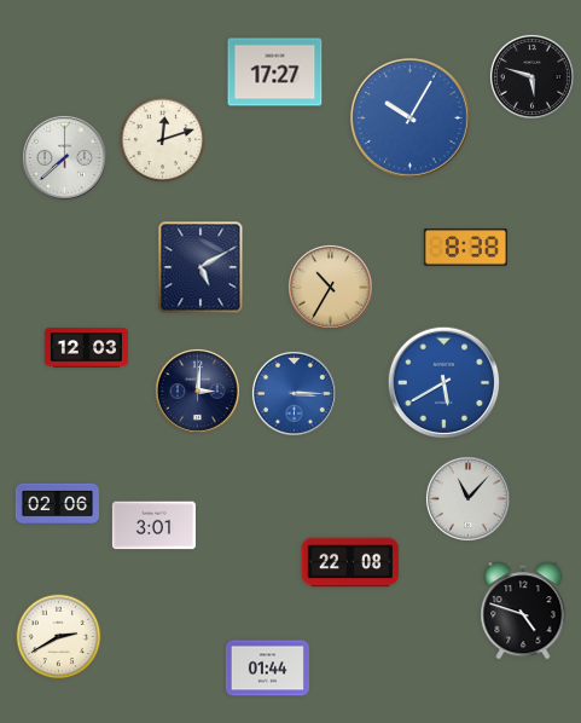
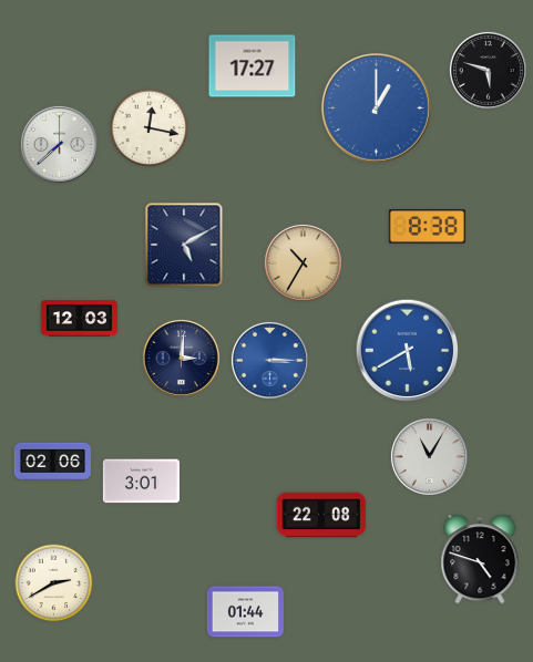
clock at (411, 118): 10:05 -> 1:00
clock at (163, 140): 12:12 -> 12:17
clock at (467, 498): 11:07 -> 11:05
